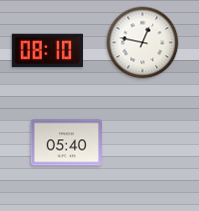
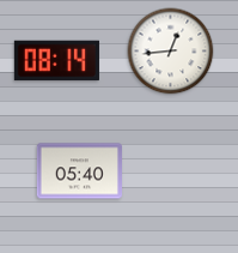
clock at (143, 43): 12:47 -> 12:44
clock at (47, 51): 08:10 -> 08:14
